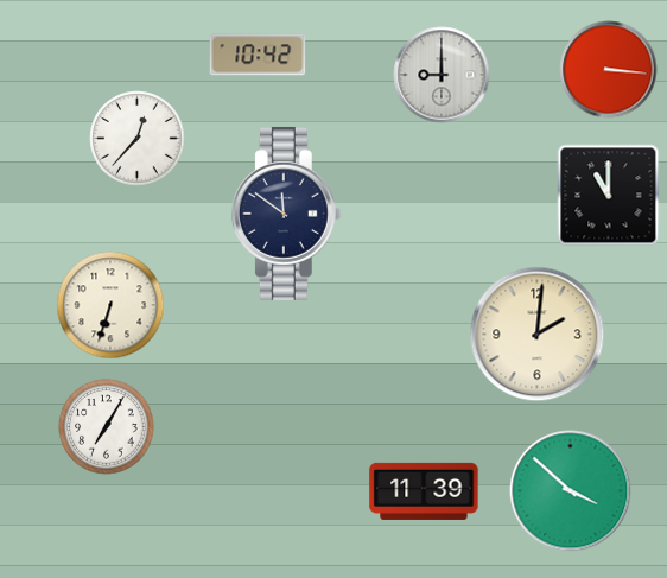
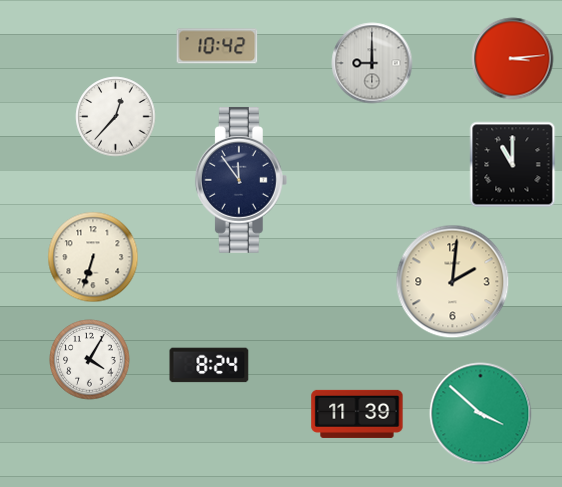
clock at (609, 70): 3:16 -> 3:14
clock at (286, 214): 11:51 -> 11:54
clock at (107, 427): 7:05 -> 4:05
clock at (209, 365): none -> 8:24
